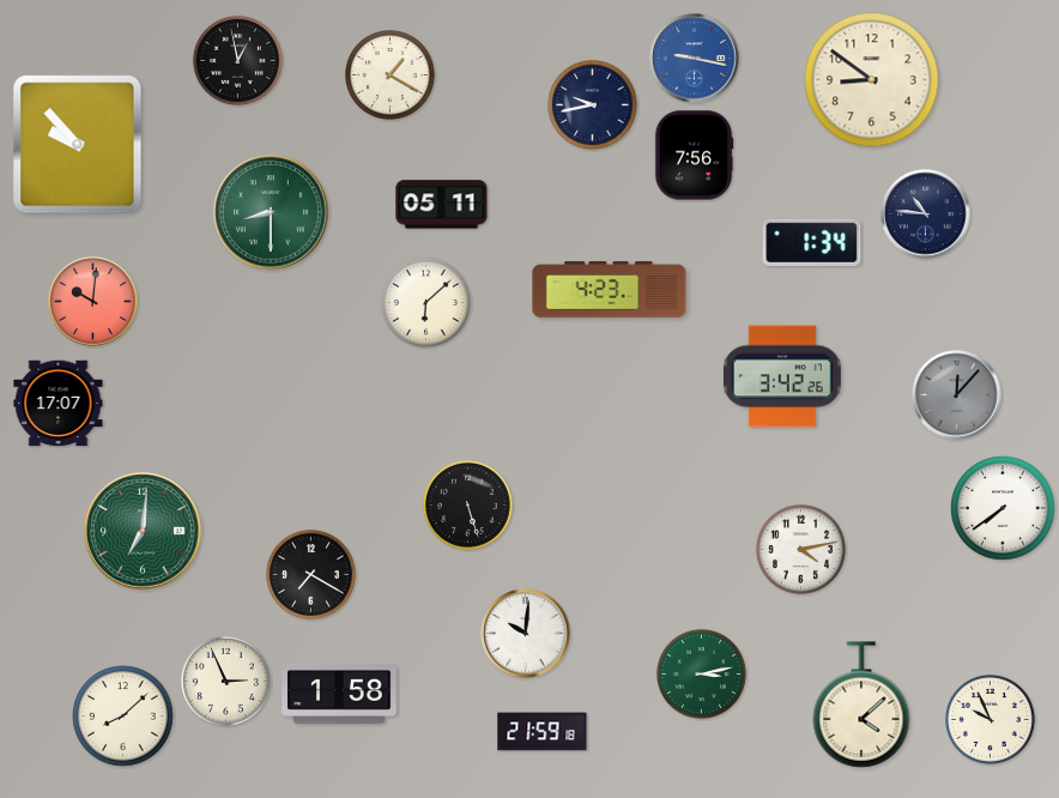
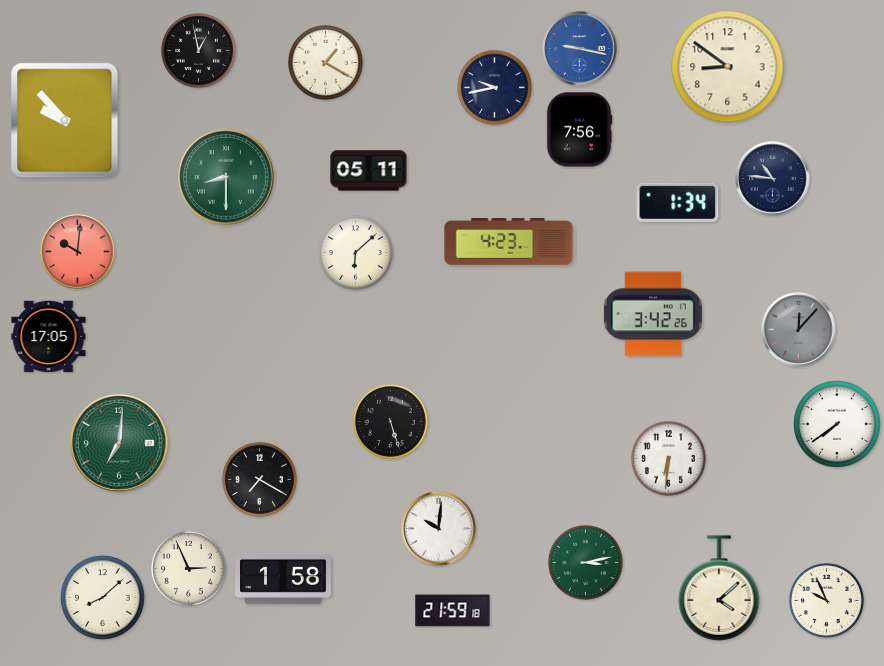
clock at (59, 404): 17:07 -> 17:05
clock at (800, 549): 4:13 -> 6:31
